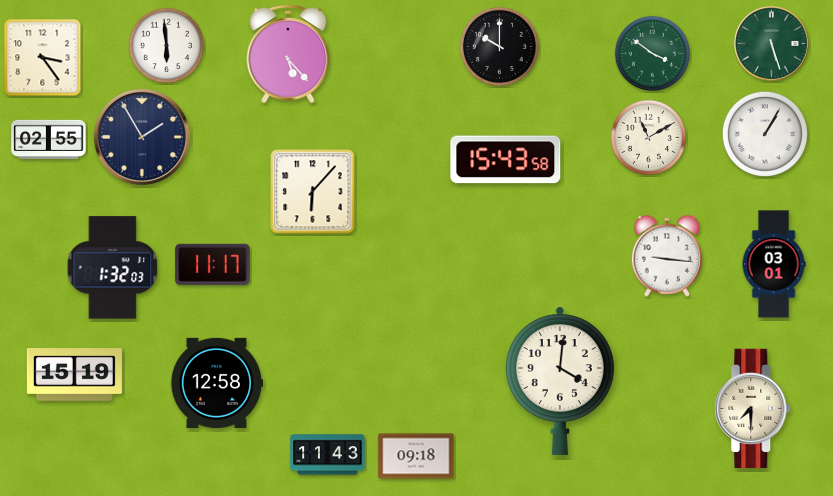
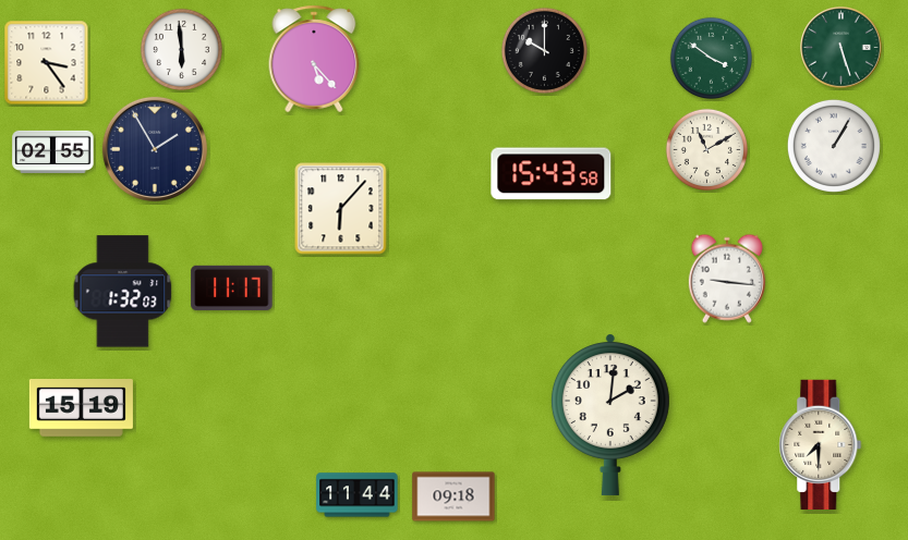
clock at (774, 264): 03:01 -> none
clock at (560, 381): 4:01 -> 2:01
clock at (217, 383): 12:58 -> none
clock at (328, 455): 11:43 -> 11:44
